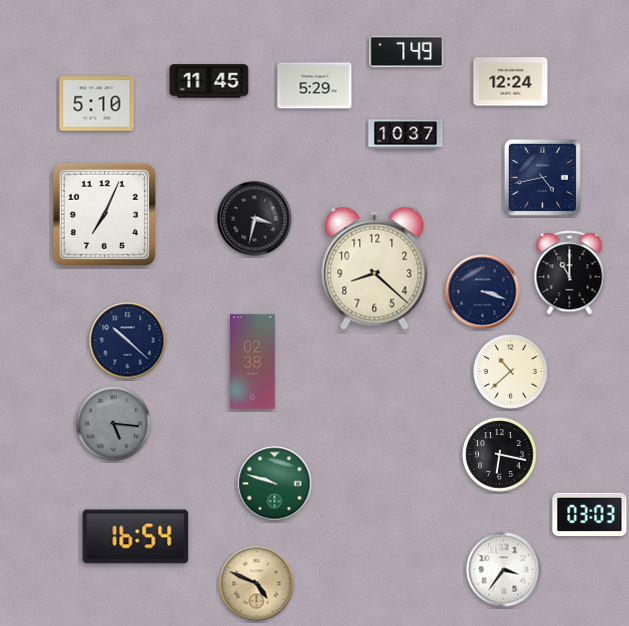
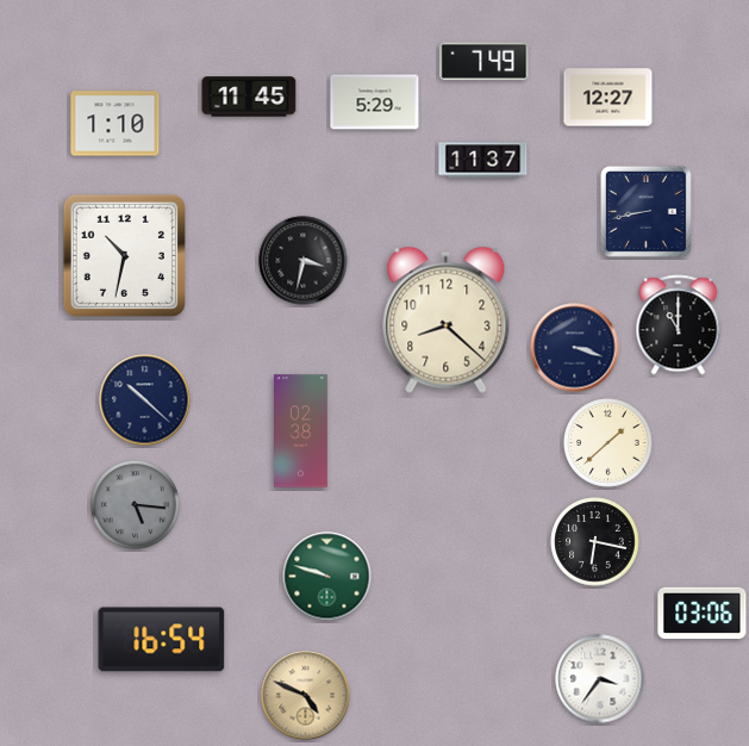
clock at (511, 82): 12:24 -> 12:27
clock at (97, 104): 5:10 -> 1:10
clock at (406, 135): 10:37 -> 11:37
clock at (542, 177): 4:43 -> 8:43
clock at (104, 214): 7:04 -> 10:32
clock at (128, 341) position: (128, 341) -> (145, 400)
clock at (511, 372): 10:38 -> 1:38
clock at (590, 515): 03:03 -> 03:06
